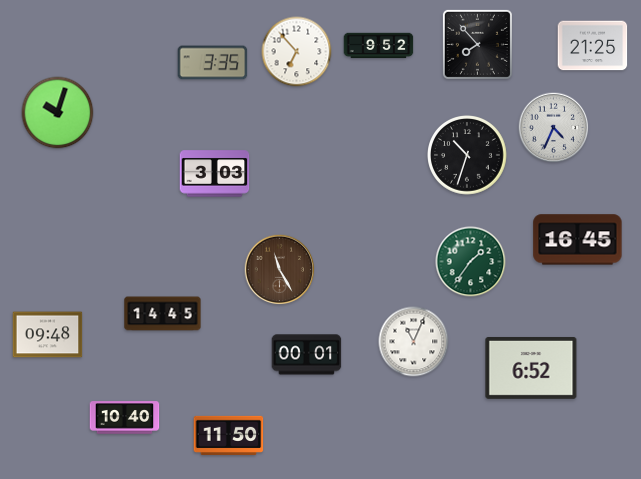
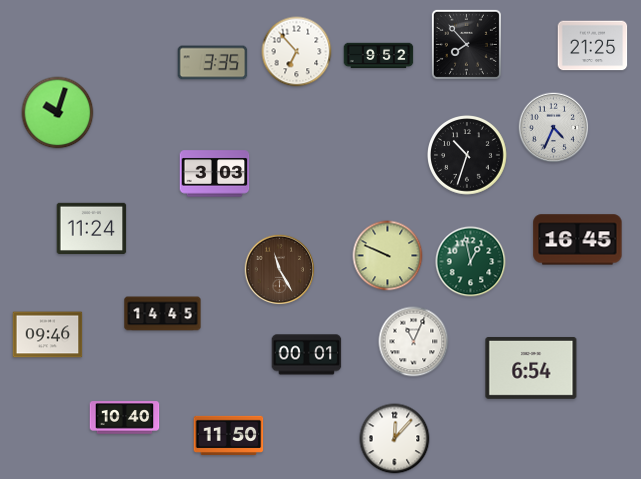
clock at (477, 44) position: (477, 44) -> (466, 44)
clock at (379, 46) position: (379, 46) -> (379, 56)
clock at (92, 229): none -> 11:24
clock at (388, 256): none -> 9:49
clock at (471, 262): 1:36 -> 12:58
clock at (48, 335): 09:48 -> 09:46
clock at (531, 368): 6:52 -> 6:54
clock at (395, 439): none -> 12:07
